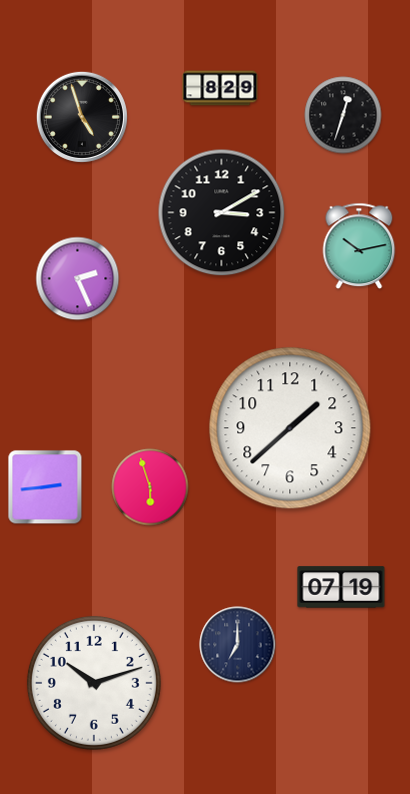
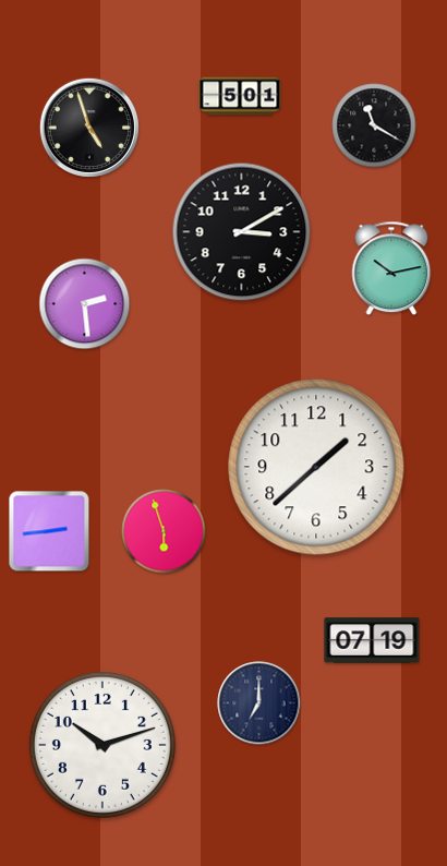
clock at (220, 88): 8:29 -> 5:01
clock at (343, 115): 12:33 -> 11:20
clock at (78, 279): 2:26 -> 2:29
